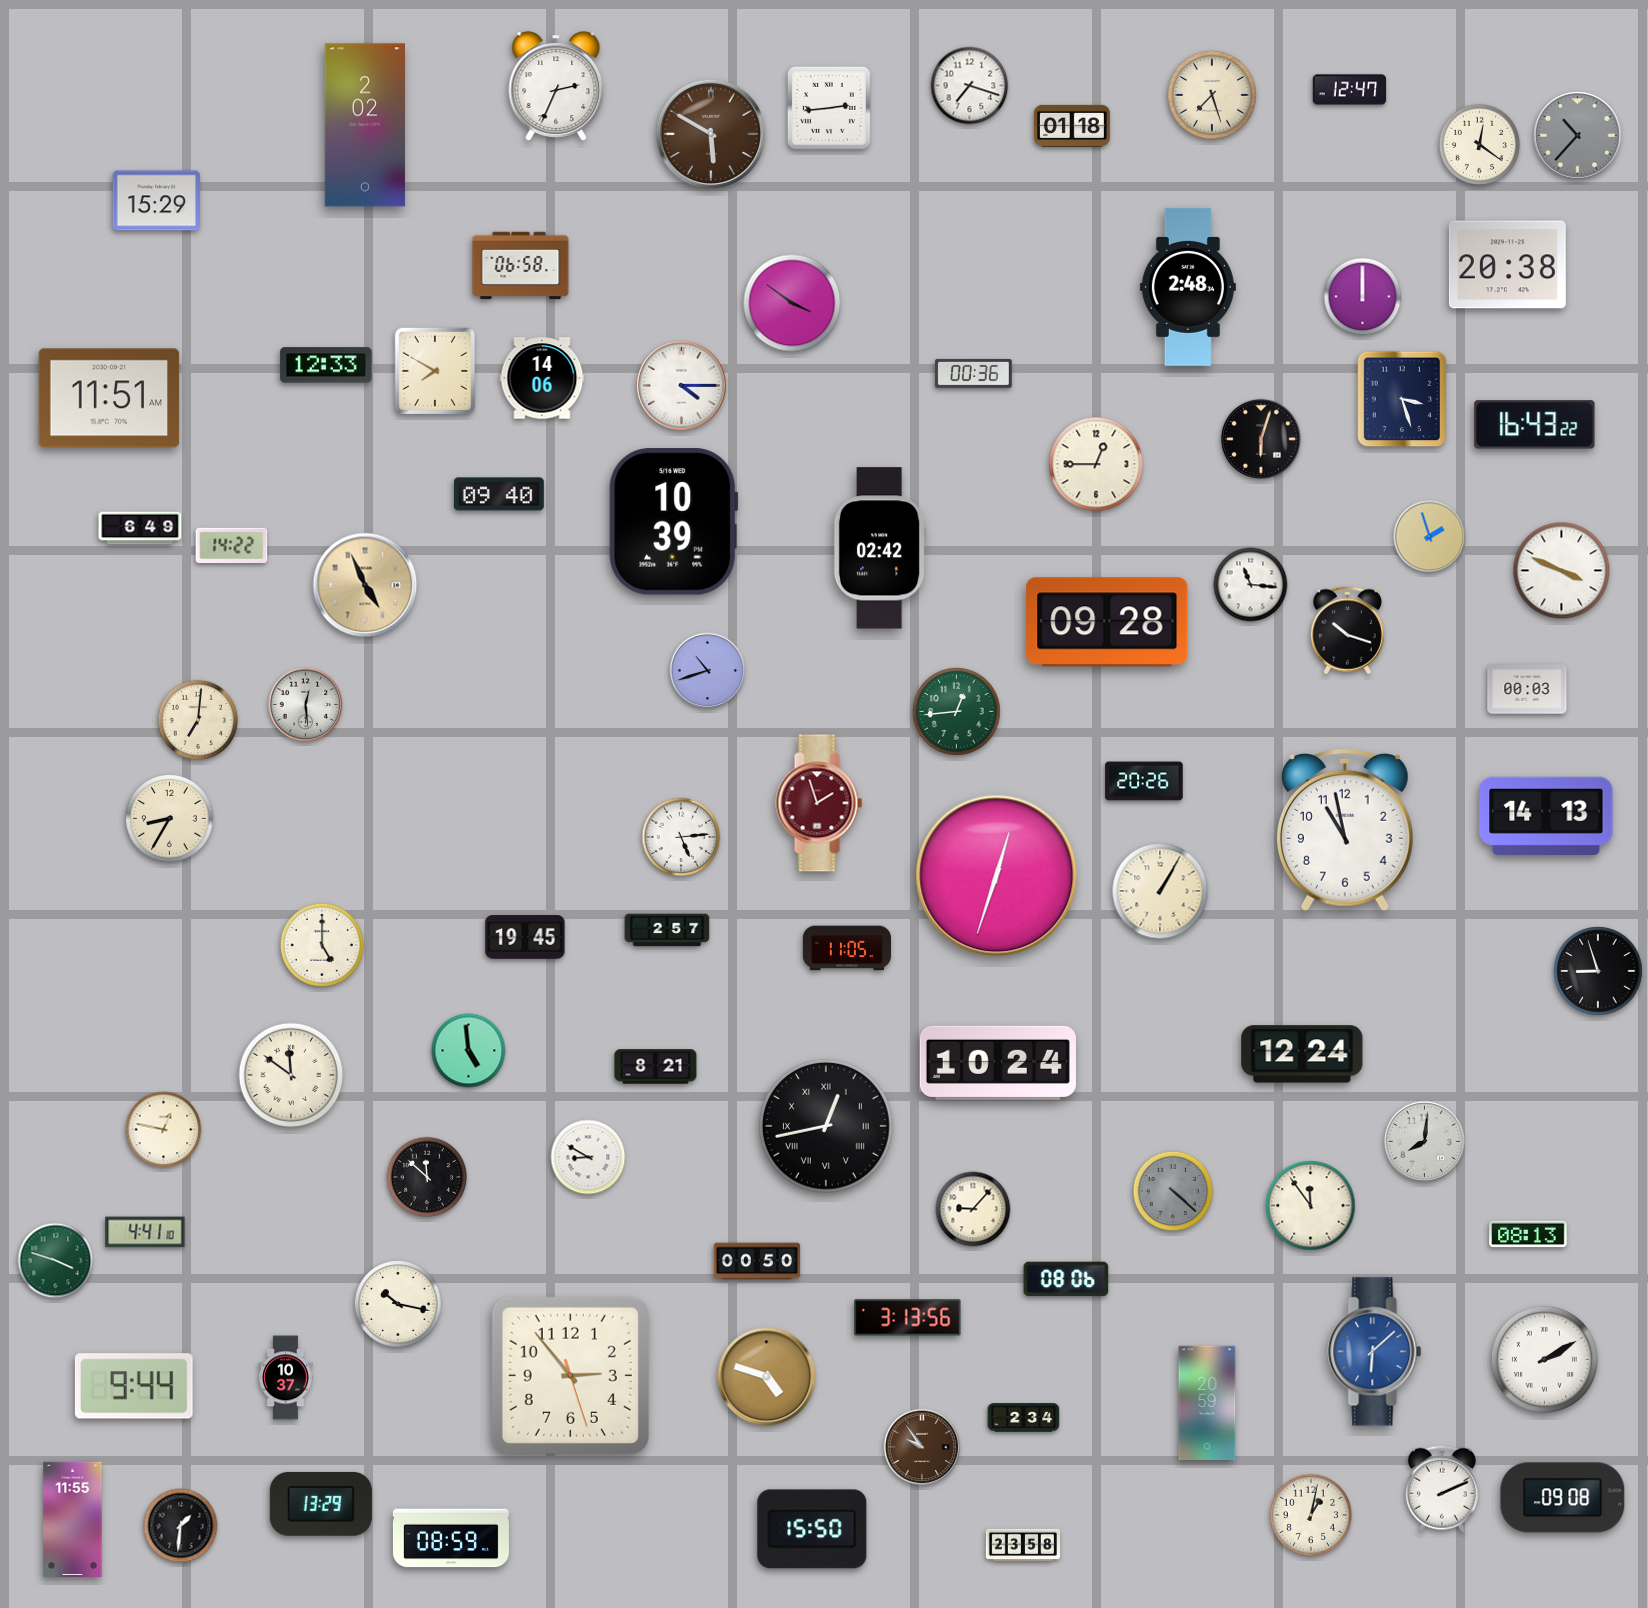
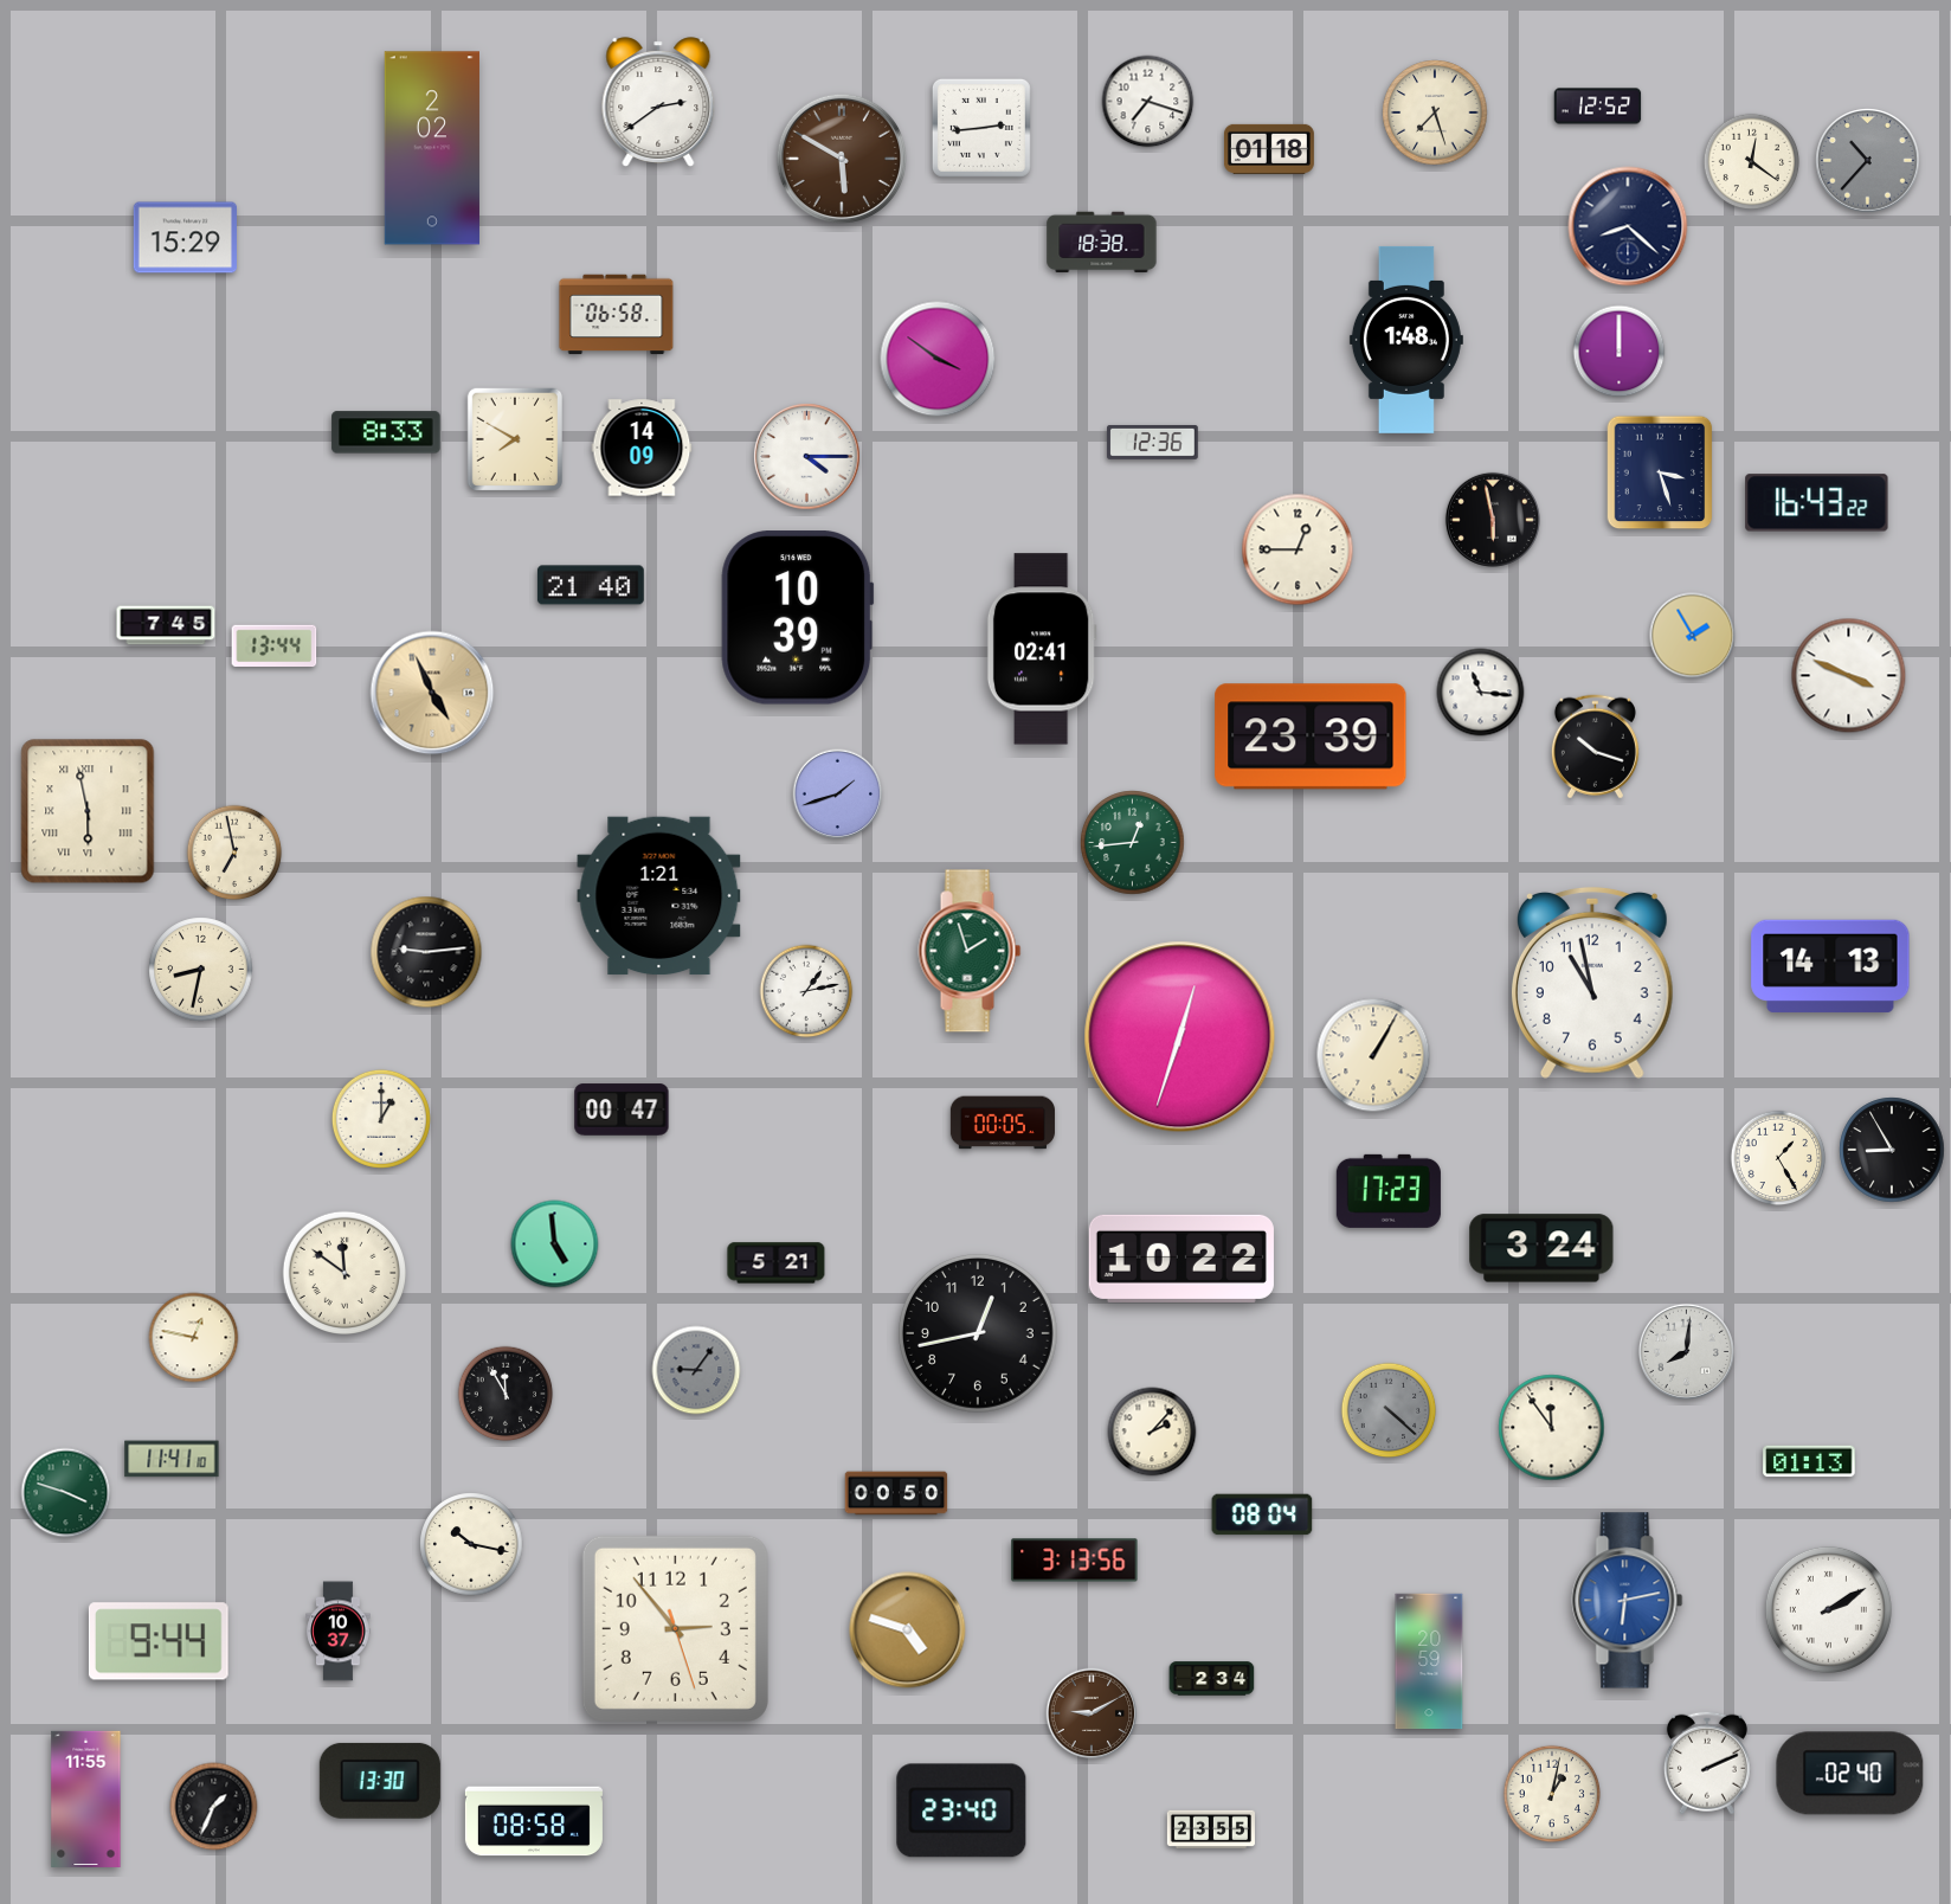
clock at (556, 86): 2:34 -> 2:39
clock at (1350, 90): 12:47 -> 12:52
clock at (1480, 145) position: (1480, 145) -> (1752, 162)
clock at (1628, 226): none -> 8:22
clock at (1102, 243): none -> 18:38
clock at (1507, 265): 20:38 -> none
clock at (1188, 287): 2:48 -> 1:48
clock at (1363, 297) position: (1363, 297) -> (1620, 352)
clock at (326, 365): 12:33 -> 8:33
clock at (974, 373): 00:36 -> 12:36
clock at (542, 378): 14:06 -> 14:09
clock at (109, 398): 11:51 -> none
clock at (1261, 439): 6:03 -> 5:58
clock at (499, 494): 09:40 -> 21:40
clock at (140, 528): 6:49 -> 7:45
clock at (1430, 537): 1:57 -> 1:55
clock at (232, 546): 14:22 -> 13:44
clock at (880, 548): 02:42 -> 02:41
clock at (1107, 622): 09:28 -> 23:39
clock at (708, 671): 10:42 -> 1:42
clock at (88, 811): none -> 5:58
clock at (1527, 689): 00:03 -> none
clock at (306, 705): 12:29 -> none
clock at (198, 720): 7:01 -> 6:58
clock at (659, 896): none -> 1:21
clock at (1144, 781): 20:26 -> none
clock at (819, 803) dial: burgundy -> green
clock at (426, 952): none -> 9:14
clock at (170, 819): 8:35 -> 8:32
clock at (681, 837): 5:14 -> 1:13
clock at (667, 930): 2:57 -> none
clock at (525, 937): 19:45 -> 00:47
clock at (322, 945): 5:00 -> 1:00
clock at (847, 948): 11:05 -> 00:05
clock at (1598, 971): 8:57 -> 8:55
clock at (1778, 1158): none -> 1:25
clock at (1389, 1191): none -> 17:23
clock at (1302, 1054): 12:24 -> 3:24
clock at (998, 1063): 10:24 -> 10:22
clock at (656, 1067): 8:21 -> 5:21
clock at (826, 1126) numerals: Roman -> Arabic
clock at (588, 1157): 8:50 -> 9:06
clock at (588, 1157) dial: white -> grey
clock at (427, 1177): 11:52 -> 11:55
clock at (973, 1209): 9:07 -> 2:07
clock at (145, 1232): 4:41 -> 11:41
clock at (1528, 1234): 08:13 -> 01:13
clock at (1066, 1279): 08:06 -> 08:04
clock at (1375, 1352): 6:08 -> 6:13
clock at (922, 1447): 9:54 -> 9:10
clock at (1563, 1498): 09:08 -> 02:40
clock at (321, 1504): 13:29 -> 13:30
clock at (181, 1526): 1:31 -> 1:34
clock at (812, 1529): 15:50 -> 23:40
clock at (451, 1538): 08:59 -> 08:58
clock at (1022, 1544): 23:58 -> 23:55
